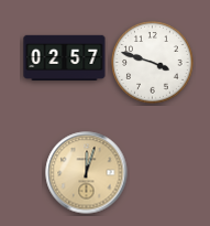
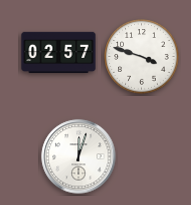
clock at (153, 63) position: (153, 63) -> (142, 57)
clock at (87, 173) dial: champagne -> white
